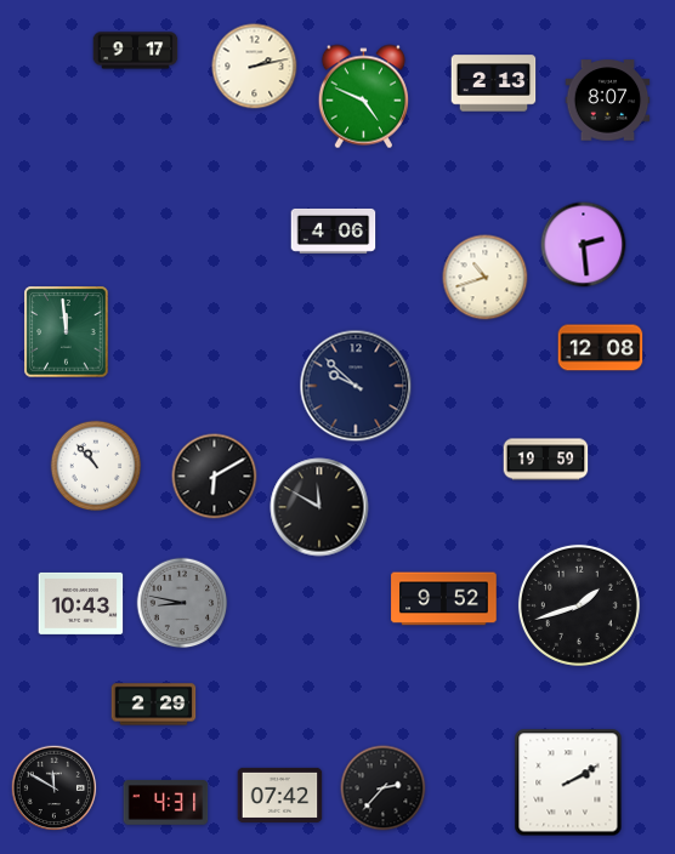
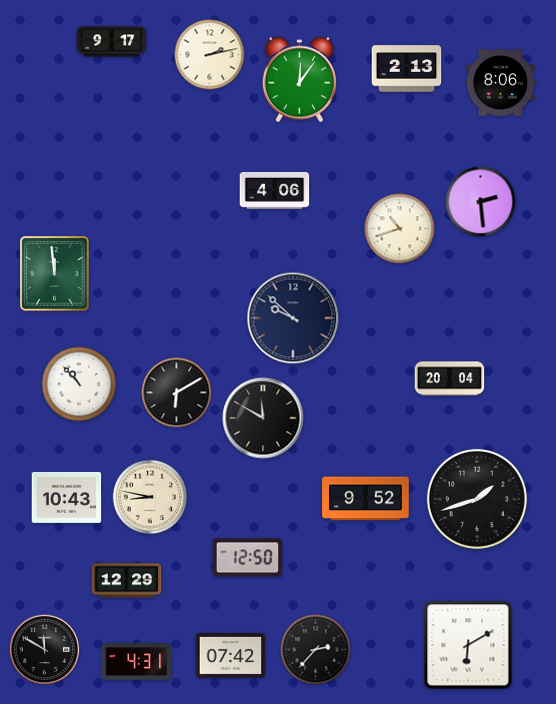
clock at (363, 97): 4:49 -> 12:06
clock at (608, 101): 8:07 -> 8:06
clock at (601, 348): 12:08 -> none
clock at (546, 460): 19:59 -> 20:04
clock at (444, 599) position: (444, 599) -> (366, 499)
clock at (182, 603) dial: grey -> cream
clock at (248, 558): none -> 12:50
clock at (154, 705): 2:29 -> 12:29
clock at (568, 782): 2:10 -> 6:10
